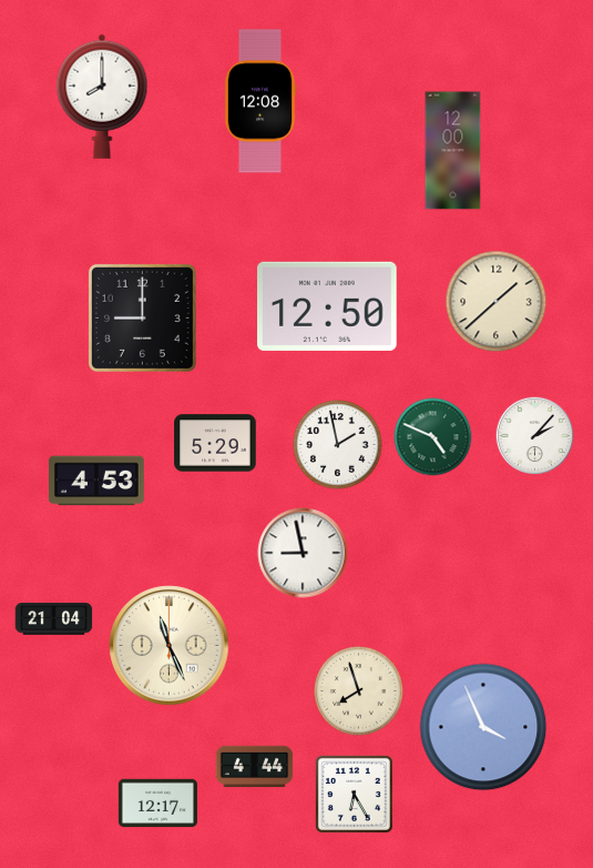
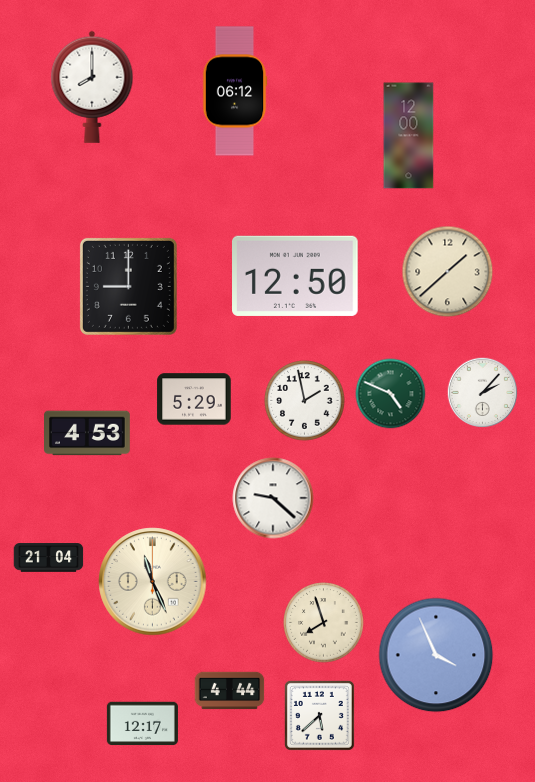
clock at (260, 101): 12:08 -> 06:12
clock at (303, 553): 8:58 -> 9:22
clock at (354, 794): 6:25 -> 5:38
